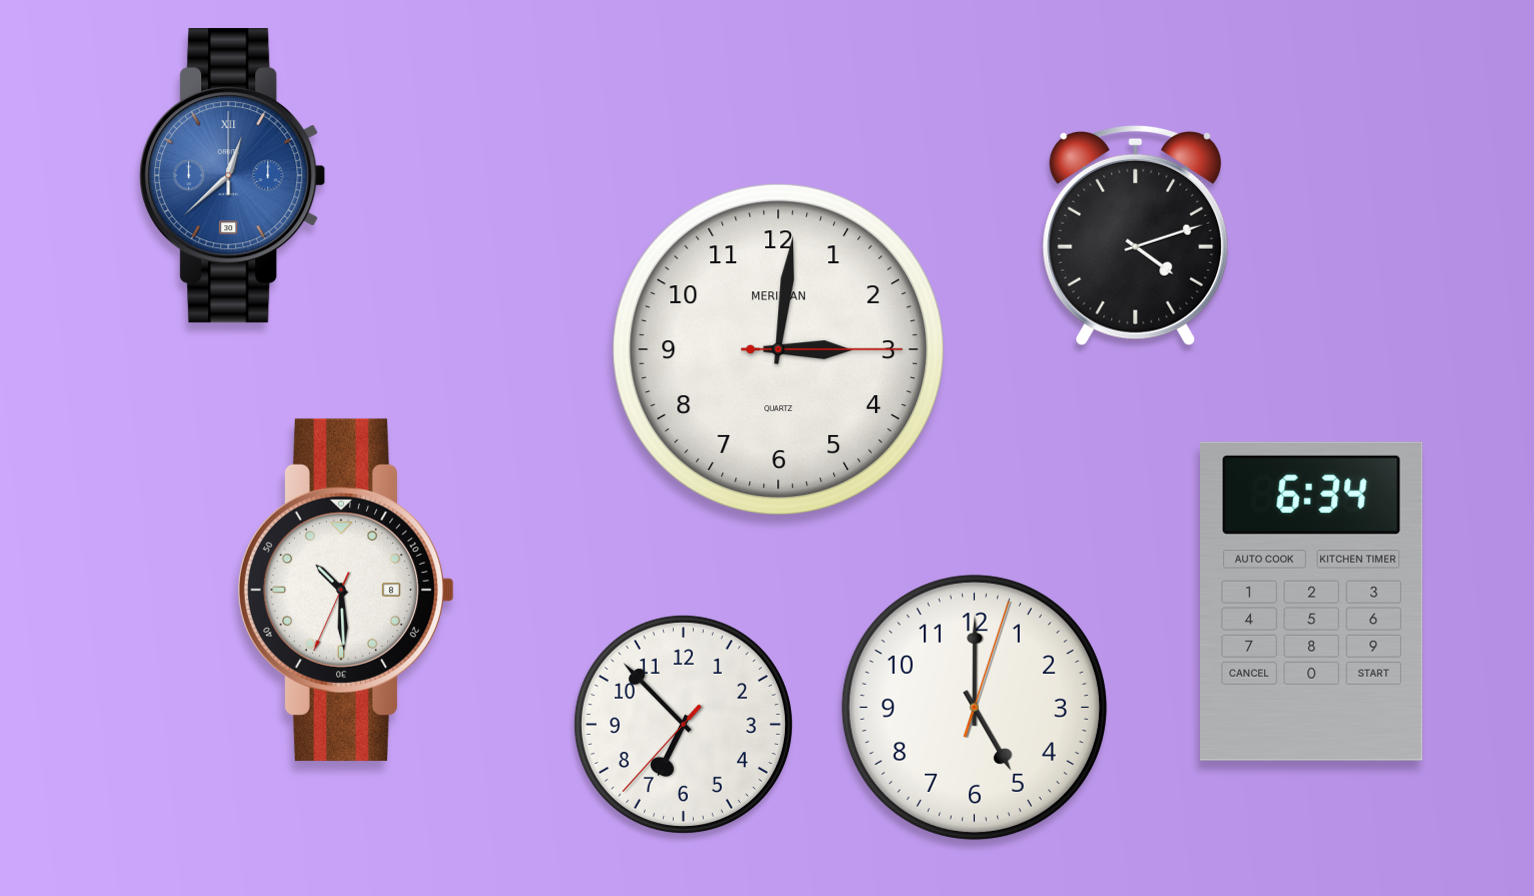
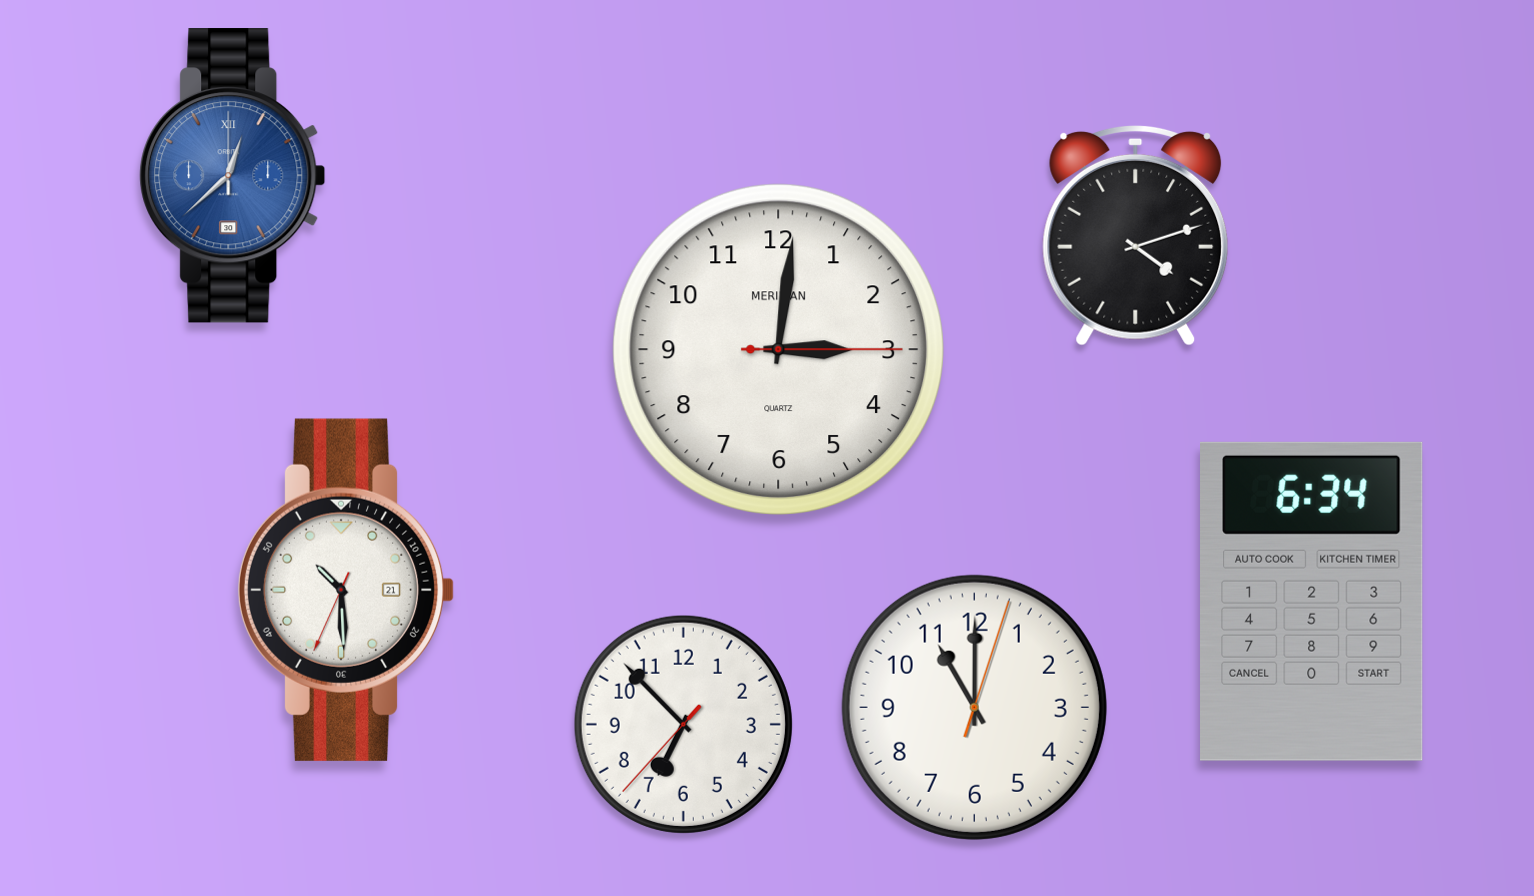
clock at (346, 590) date: 8 -> 21
clock at (974, 707): 5:00 -> 11:00
